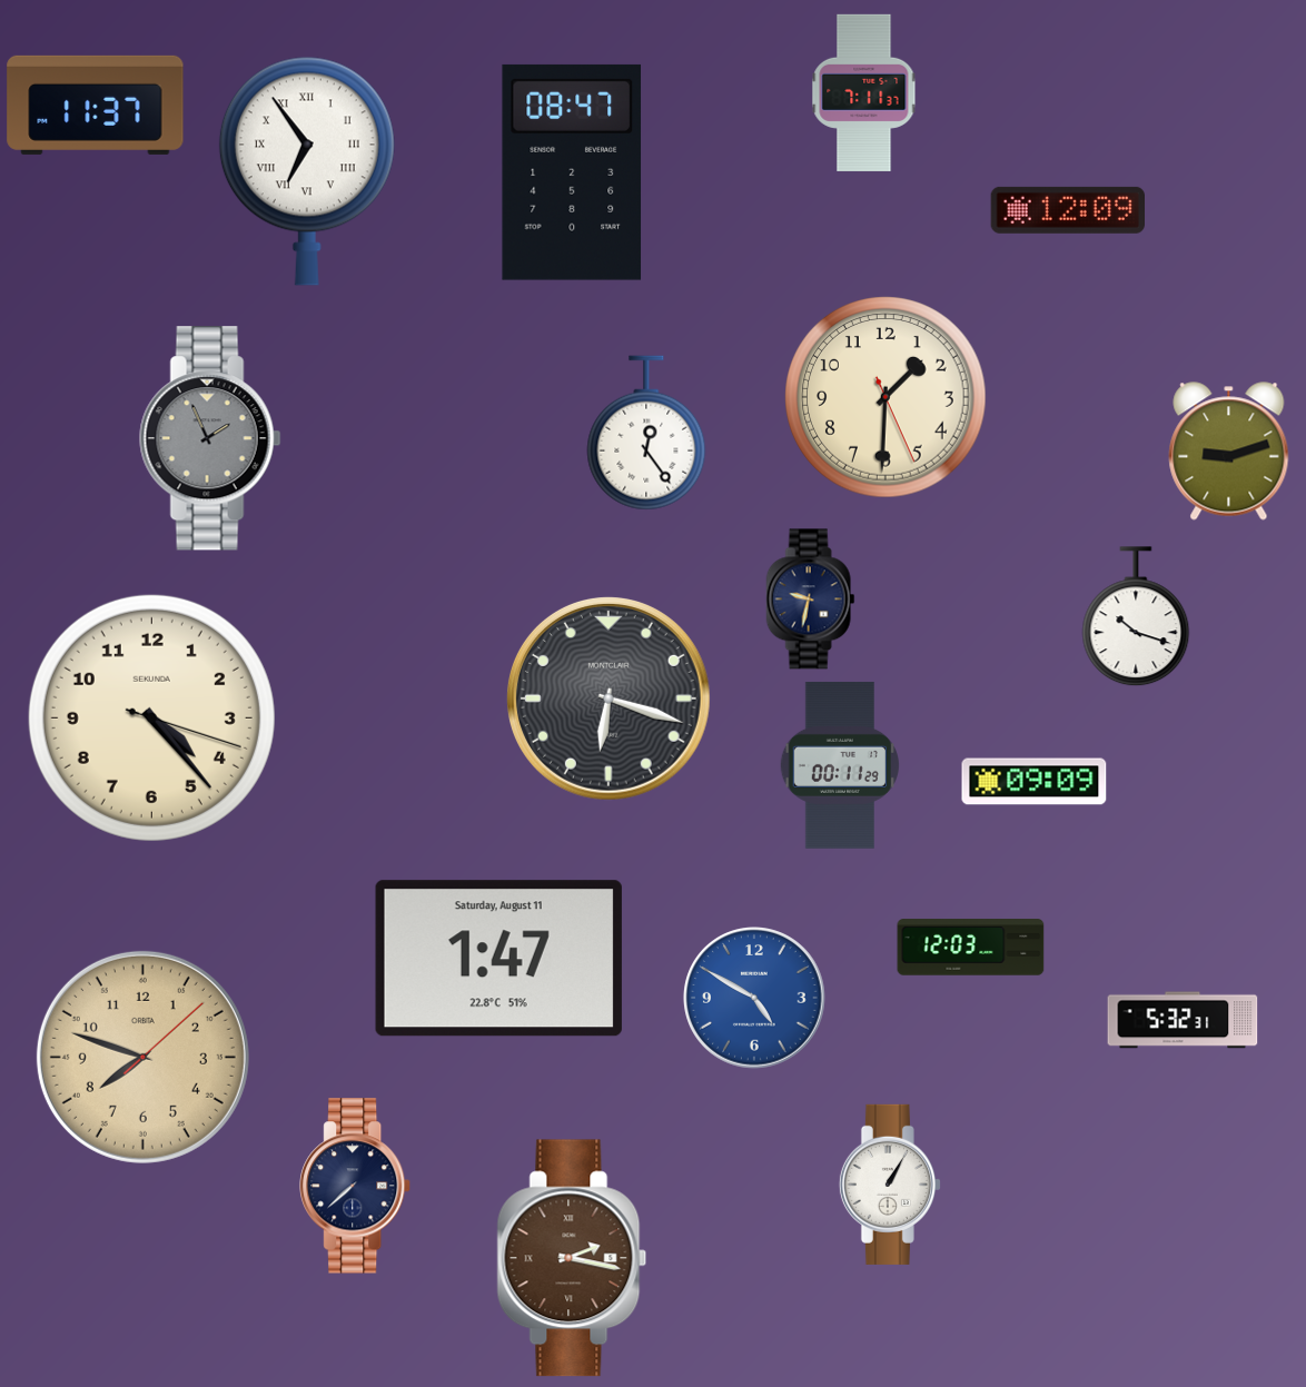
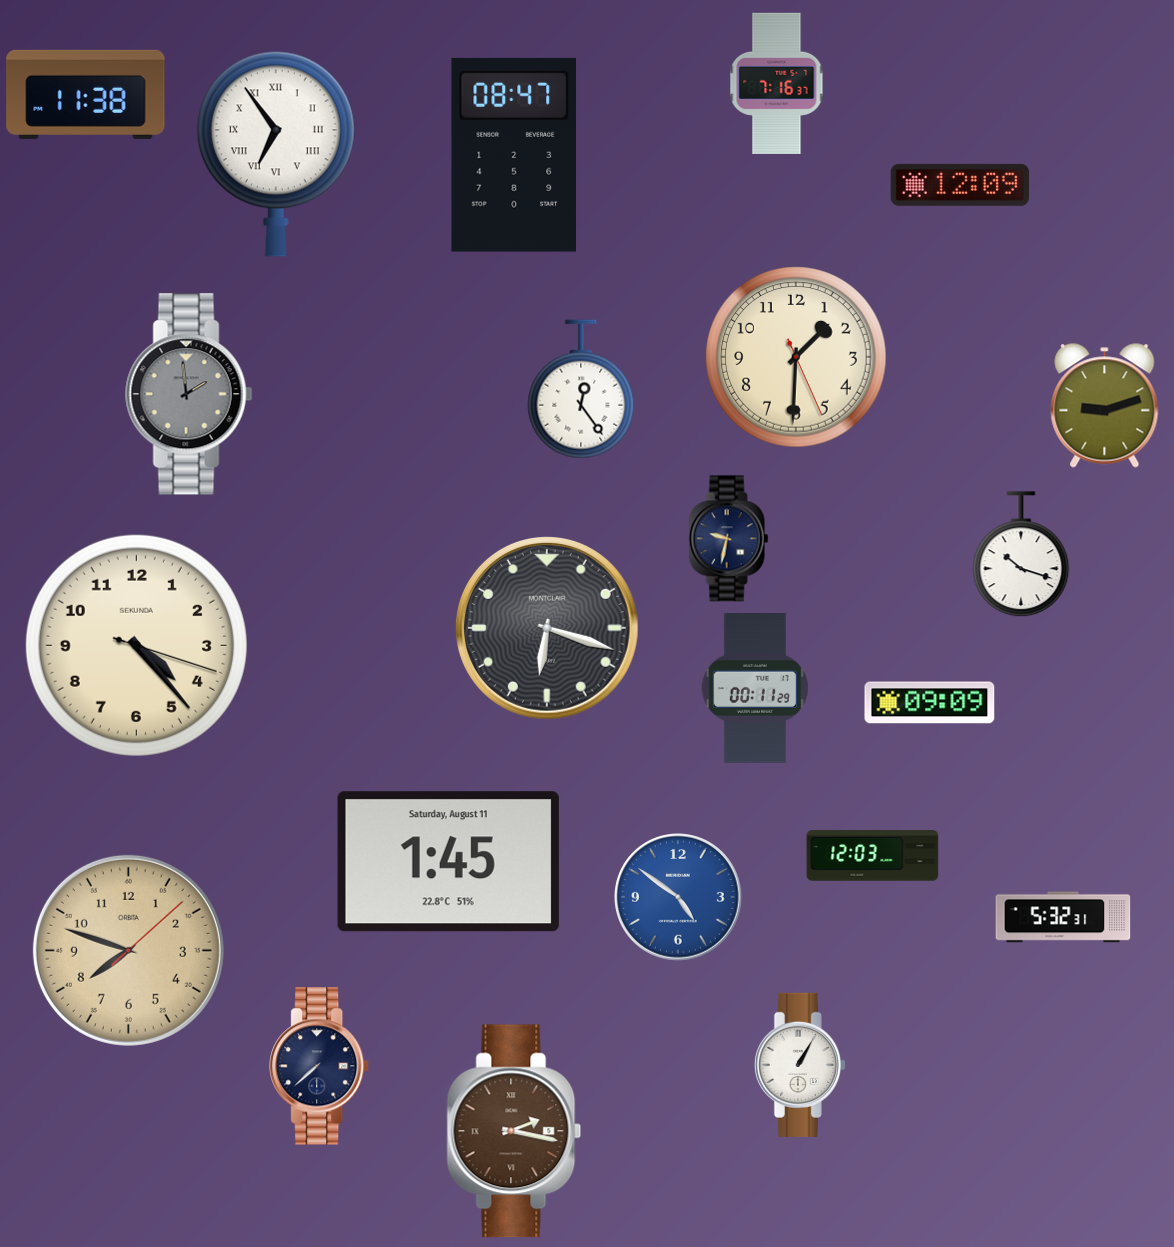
clock at (864, 92): 7:11 -> 7:16
clock at (96, 105): 11:37 -> 11:38
clock at (1067, 210) position: (1067, 210) -> (959, 185)
clock at (210, 438): 1:56 -> 1:59
clock at (971, 948) position: (971, 948) -> (873, 856)
clock at (498, 959): 1:47 -> 1:45
clock at (754, 998): 4:50 -> 4:51
